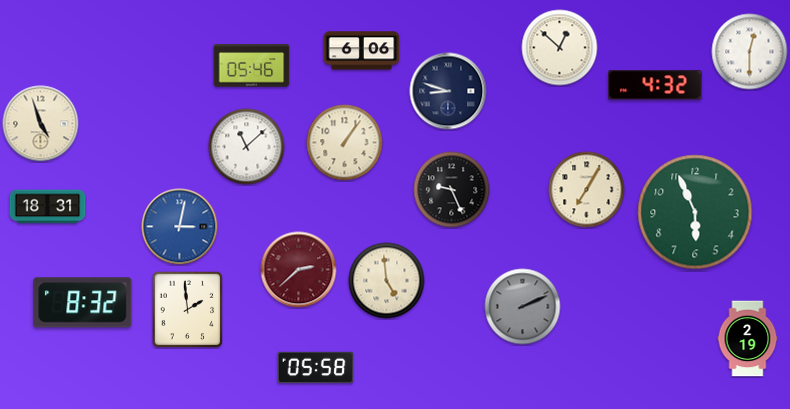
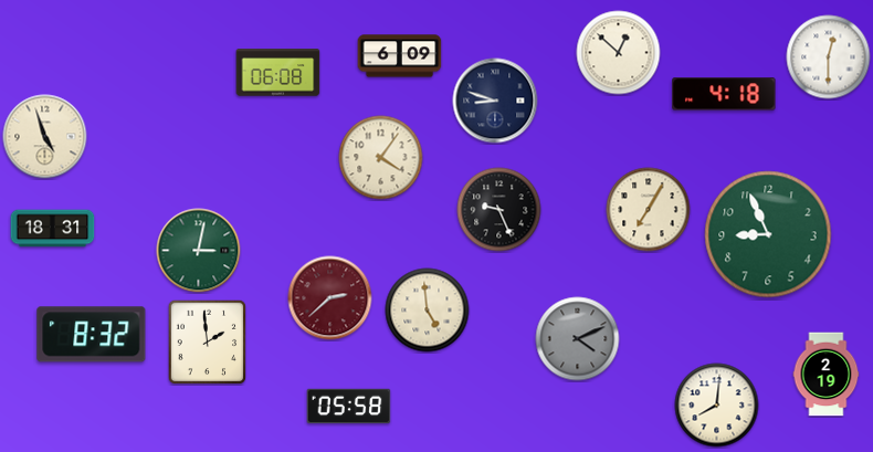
clock at (362, 51): 6:06 -> 6:09
clock at (252, 66): 05:46 -> 06:08
clock at (655, 85): 4:32 -> 4:18
clock at (345, 143): 1:06 -> 4:06
clock at (247, 147): 11:08 -> none
clock at (695, 212): 5:56 -> 8:56
clock at (180, 227) dial: blue -> green
clock at (523, 307): 2:11 -> 4:11
clock at (717, 406): none -> 8:01
